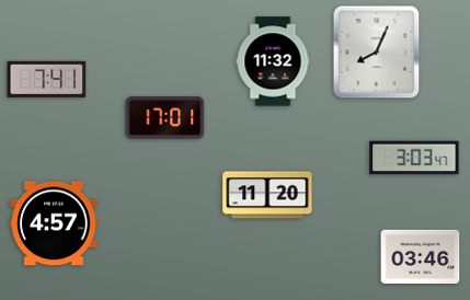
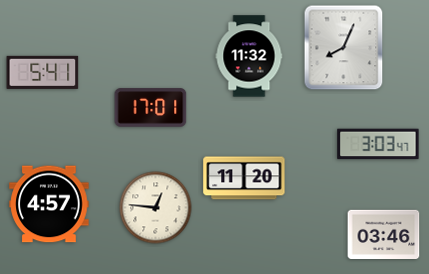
clock at (47, 79): 7:41 -> 5:41
clock at (156, 208): none -> 12:46
